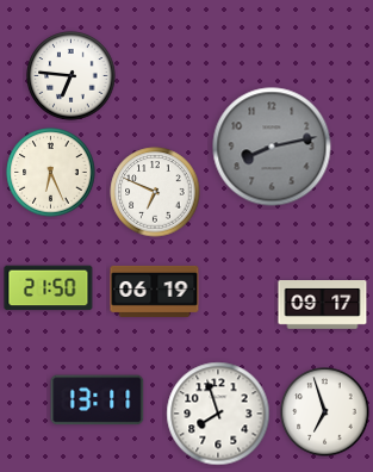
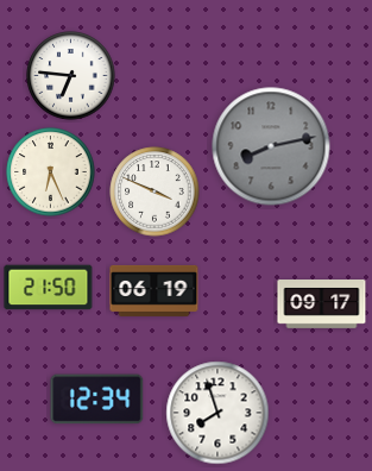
clock at (155, 192): 6:49 -> 3:49
clock at (98, 400): 13:11 -> 12:34
clock at (325, 412): 6:57 -> none
